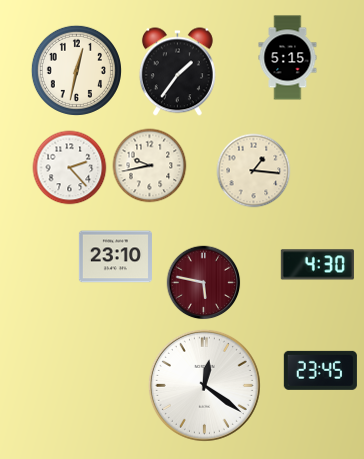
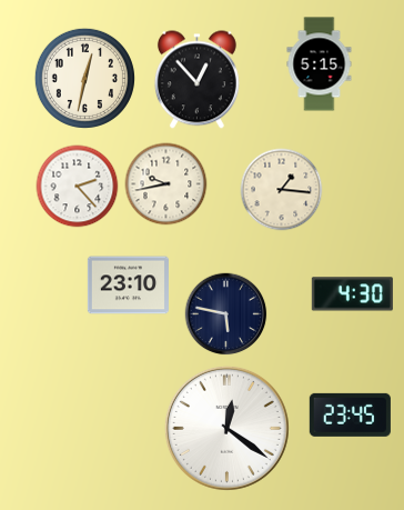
clock at (177, 72): 1:36 -> 12:53
clock at (204, 283) dial: burgundy -> navy
clock at (320, 370) position: (320, 370) -> (350, 414)
